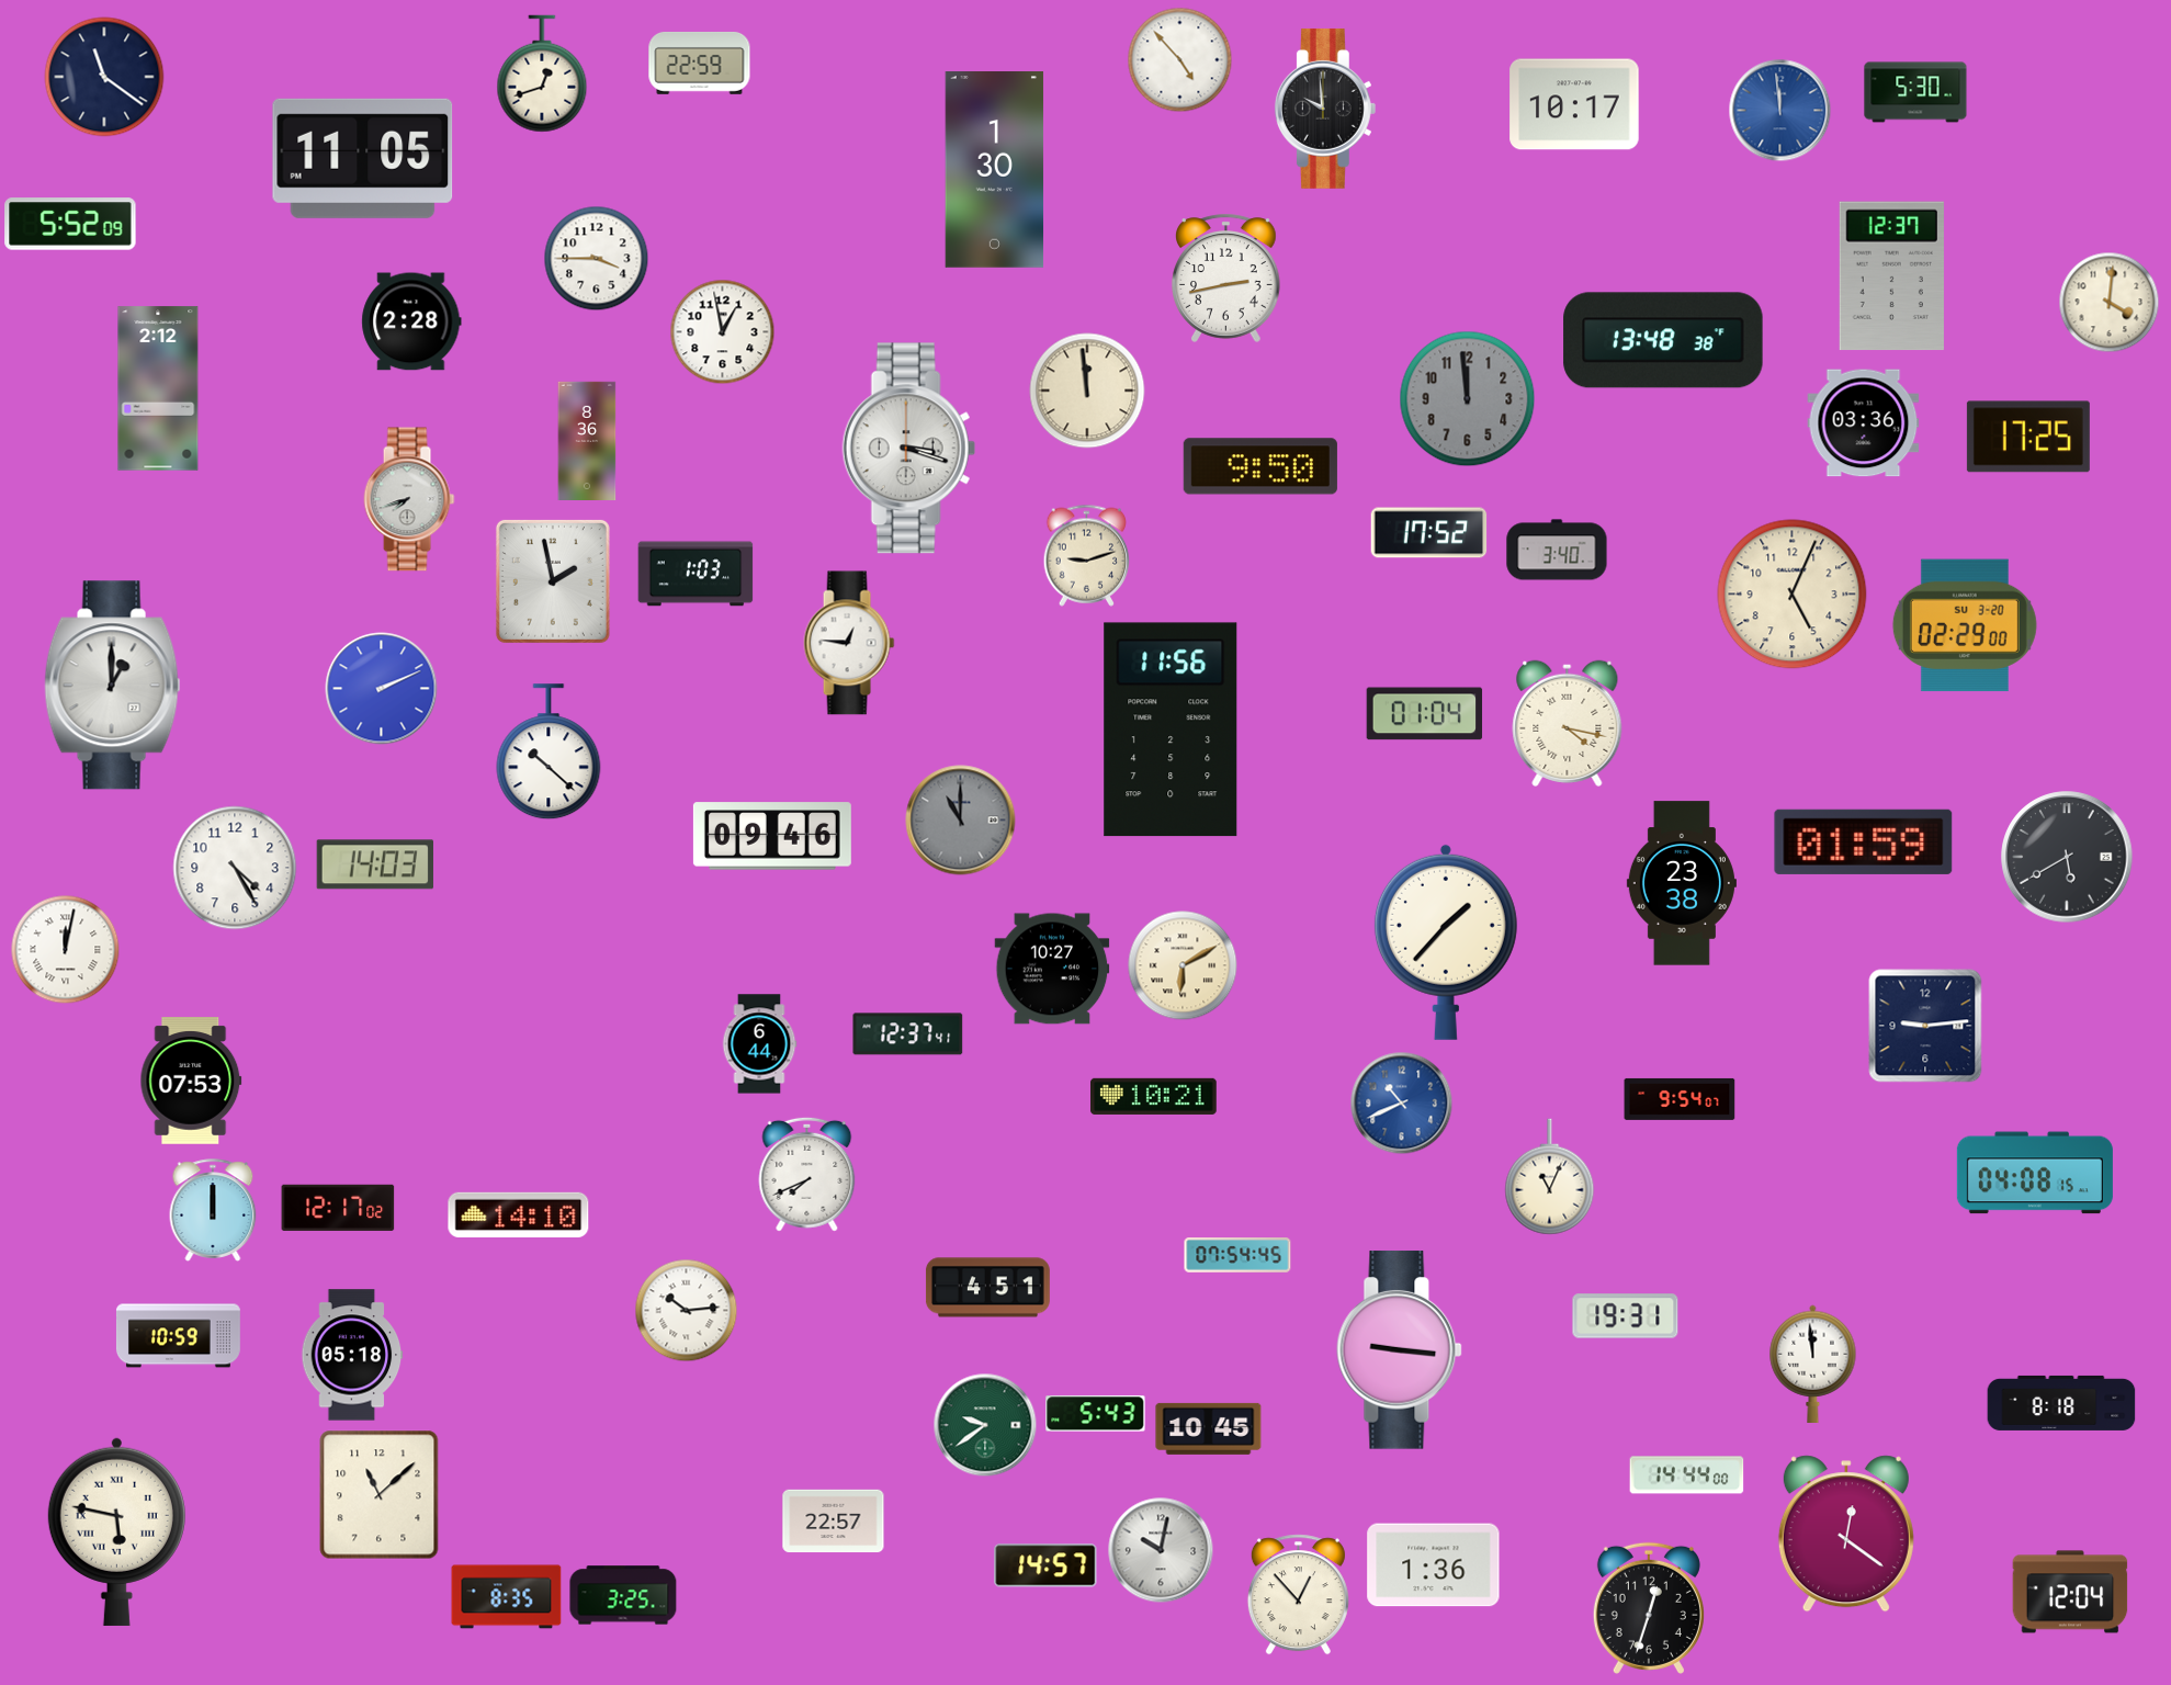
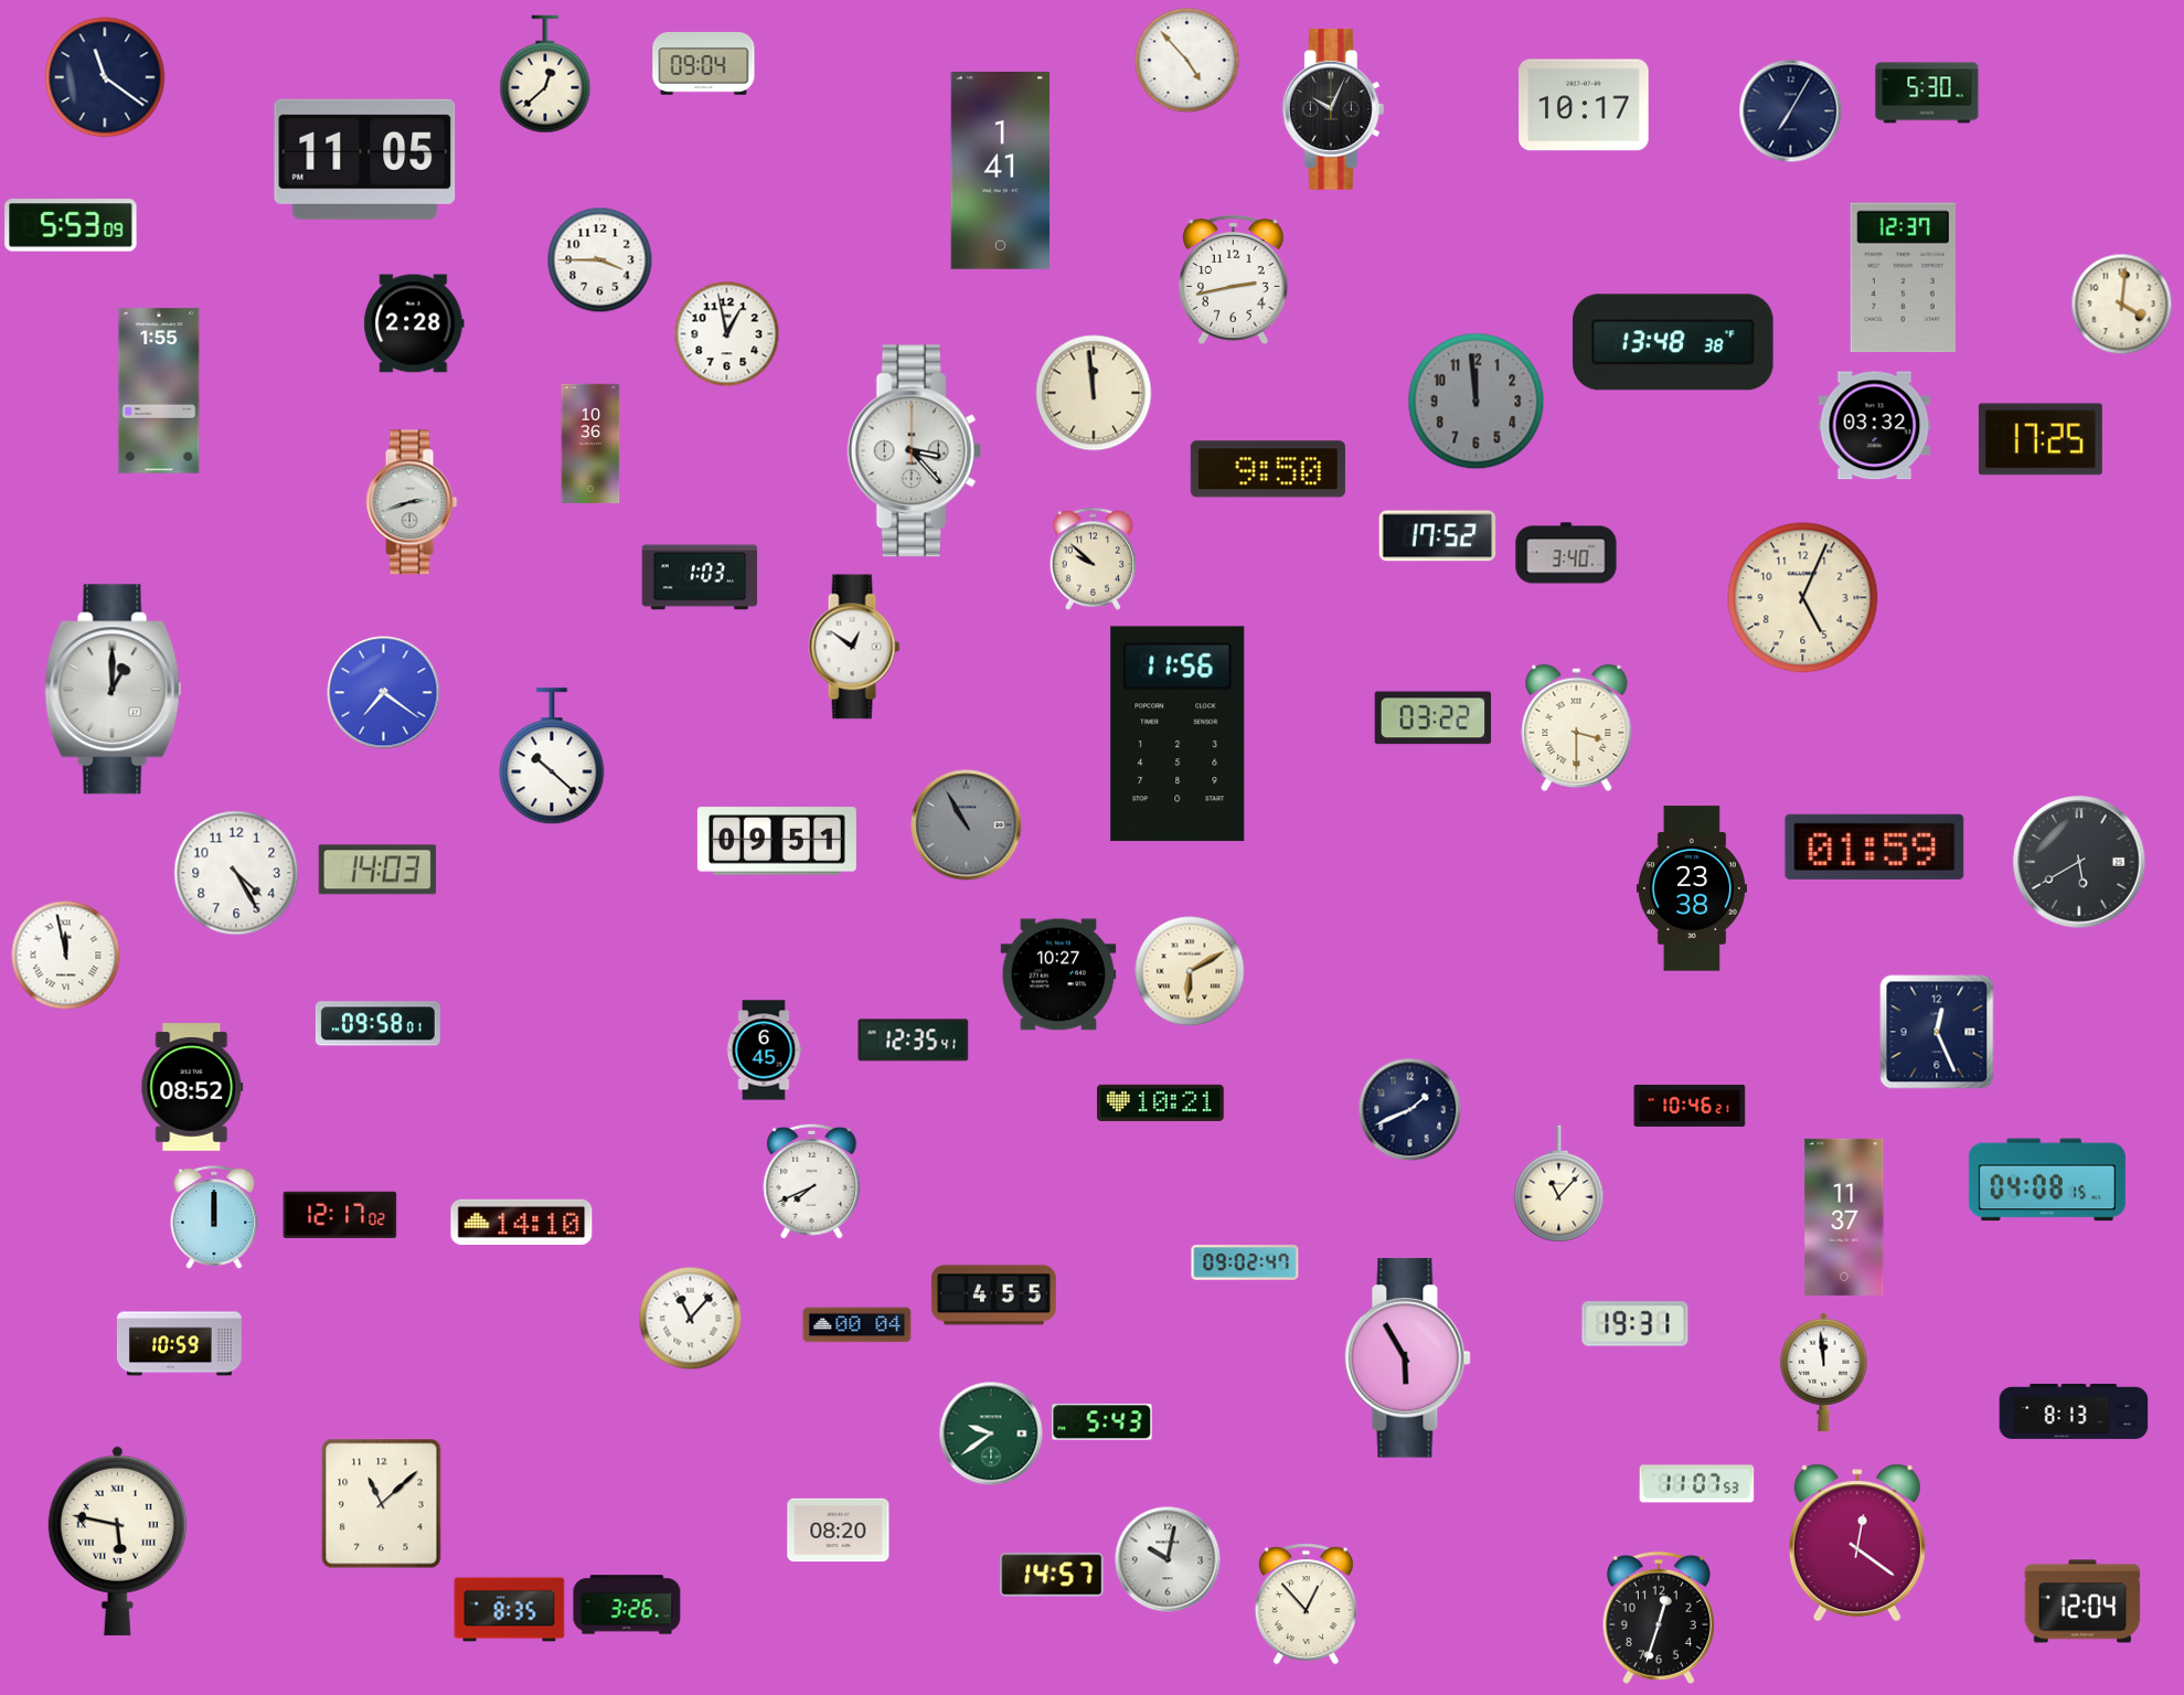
clock at (700, 64): 22:59 -> 09:04
clock at (542, 73): 12:42 -> 12:38
clock at (1325, 109): 9:59 -> 10:04
clock at (1780, 111): 11:59 -> 7:05
clock at (1780, 111) dial: blue -> navy
clock at (995, 170): 1:30 -> 1:41
clock at (70, 224): 5:52 -> 5:53
clock at (158, 388): 2:12 -> 1:55
clock at (1864, 423): 03:36 -> 03:32
clock at (587, 440): 8:36 -> 10:36
clock at (908, 449): 3:18 -> 3:23
clock at (409, 499): 7:42 -> 2:42
clock at (1087, 555): 9:12 -> 9:52
clock at (553, 581): 1:58 -> none
clock at (1965, 625): 02:29 -> none
clock at (849, 643): 12:46 -> 12:51
clock at (382, 689): 2:11 -> 7:21
clock at (1425, 714): 01:04 -> 03:22
clock at (1568, 723): 4:17 -> 3:30
clock at (961, 821): 11:00 -> 10:55
clock at (772, 836): 09:46 -> 09:51
clock at (1446, 942): 1:37 -> none
clock at (66, 950): 12:02 -> 11:58
clock at (377, 1024): none -> 09:58
clock at (1925, 1026): 9:14 -> 12:26
clock at (908, 1034): 12:37 -> 12:35
clock at (759, 1044): 6:44 -> 6:45
clock at (191, 1081): 07:53 -> 08:52
clock at (1680, 1099): 9:54 -> 10:46
clock at (1402, 1104): 10:41 -> 1:41
clock at (1402, 1104) dial: blue -> navy
clock at (1550, 1177): 11:04 -> 11:07
clock at (1844, 1217): none -> 11:37
clock at (1237, 1255): 07:54 -> 09:02
clock at (987, 1288): 4:51 -> 4:55
clock at (687, 1311): 10:14 -> 11:07
clock at (857, 1325): none -> 00:04
clock at (1400, 1350): 9:16 -> 5:55
clock at (352, 1355): 05:18 -> none
clock at (2061, 1403): 8:18 -> 8:13
clock at (1209, 1428): 10:45 -> none
clock at (1687, 1475): 14:44 -> 11:07
clock at (834, 1522): 22:57 -> 08:20
clock at (1434, 1565): 1:36 -> none
clock at (623, 1595): 3:25 -> 3:26
clock at (507, 1597) position: (507, 1597) -> (510, 1610)
